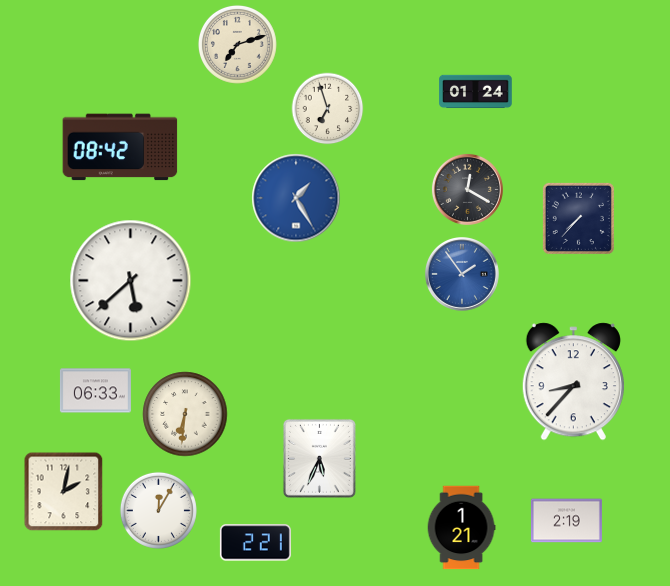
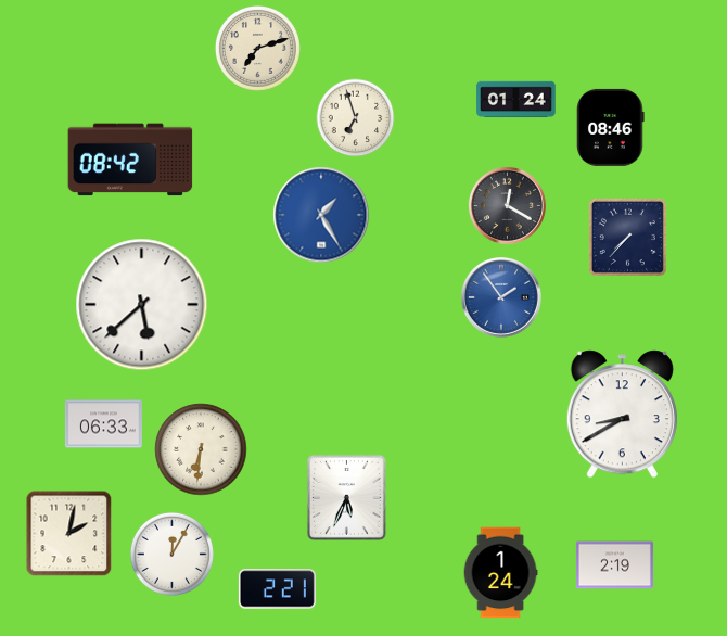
clock at (611, 127): none -> 08:46
clock at (573, 382): 8:37 -> 8:40
clock at (461, 528): 1:21 -> 1:24
